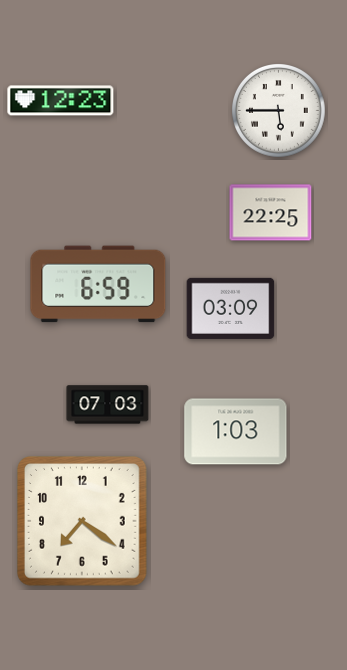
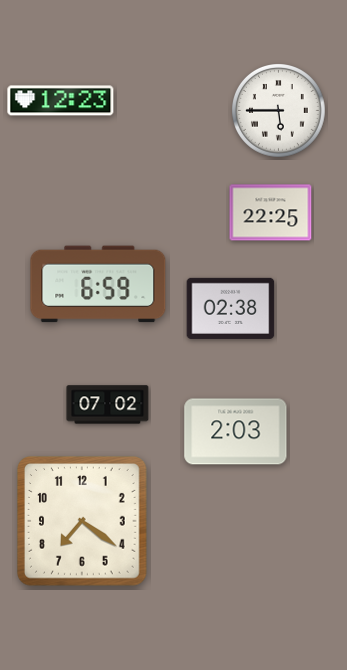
clock at (231, 308): 03:09 -> 02:38
clock at (108, 405): 07:03 -> 07:02
clock at (236, 432): 1:03 -> 2:03
